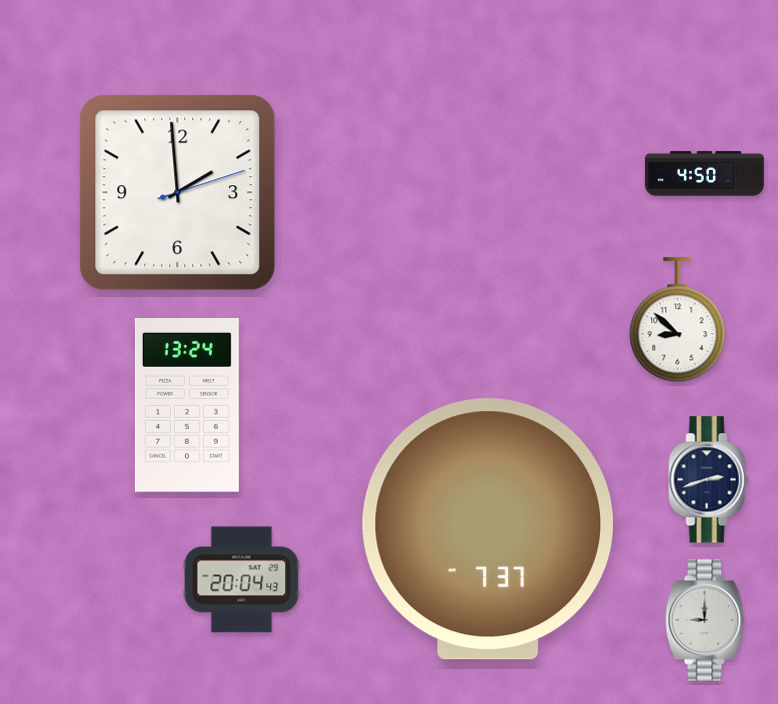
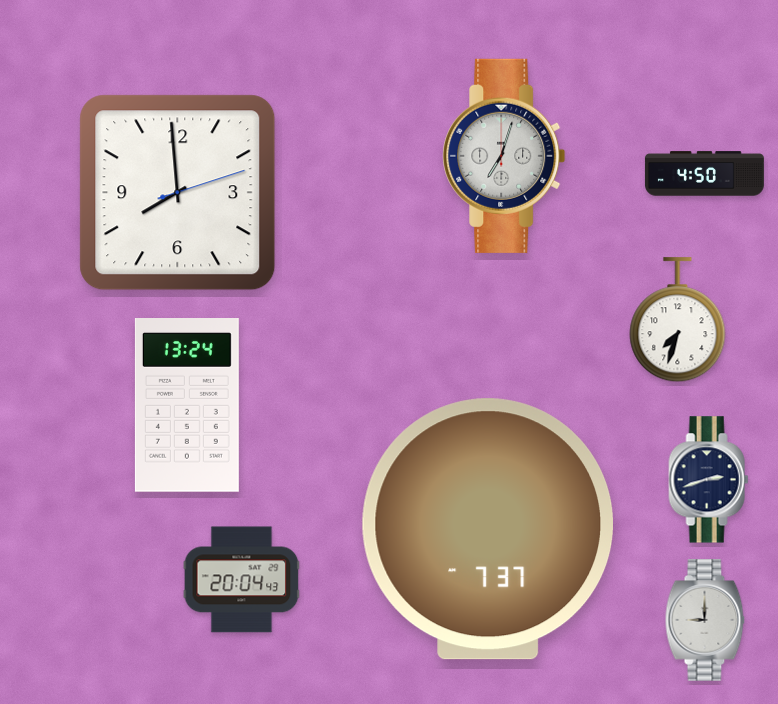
clock at (504, 156): none -> 7:03
clock at (178, 193): 1:59 -> 7:59
clock at (678, 320): 8:52 -> 7:33
